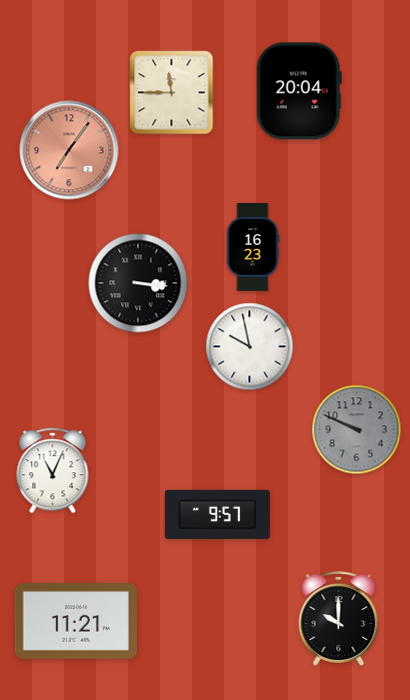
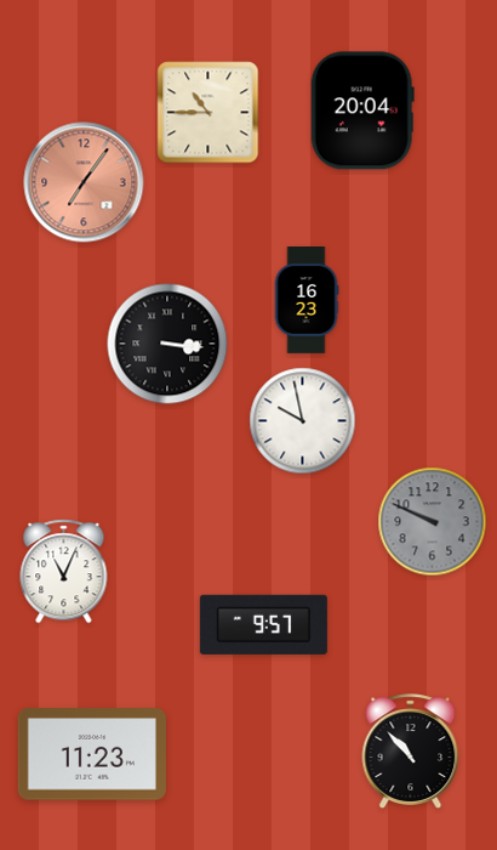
clock at (172, 93): 11:45 -> 10:45
clock at (339, 618): 10:00 -> 10:53
clock at (76, 621): 11:21 -> 11:23
